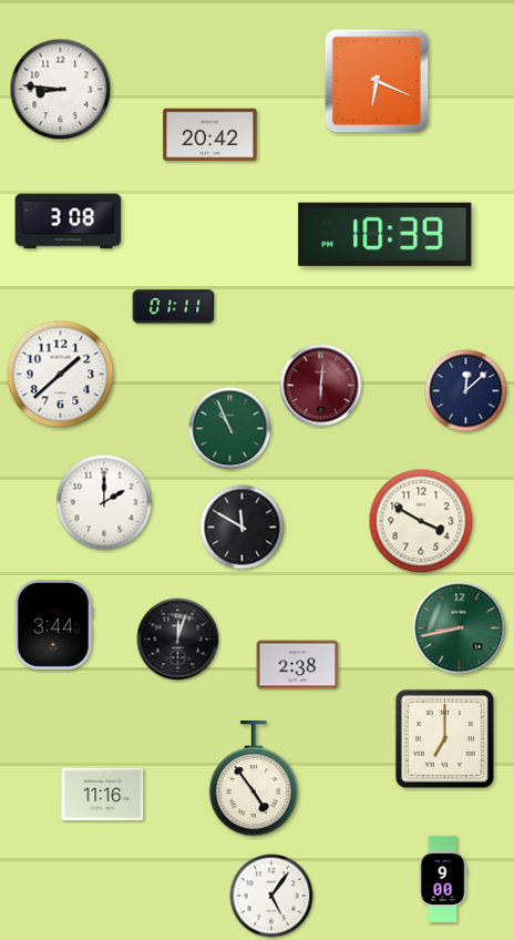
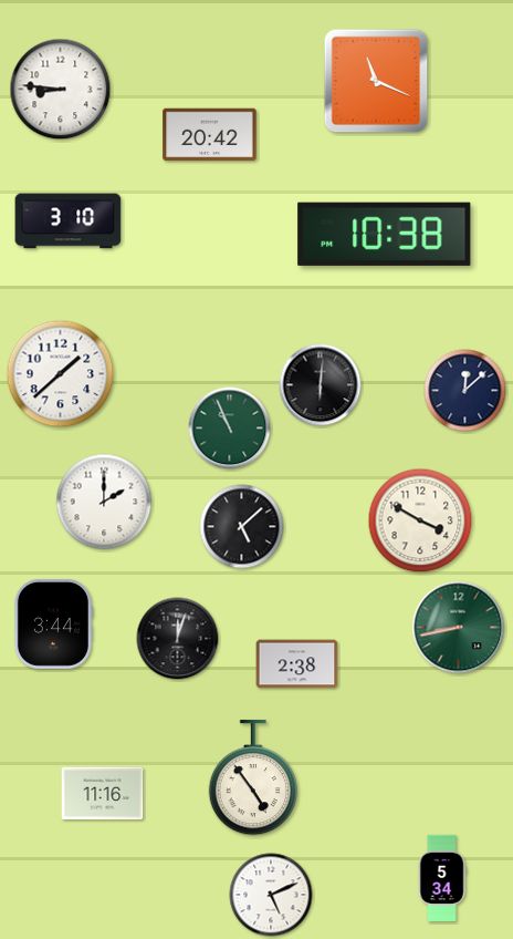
clock at (377, 81): 6:19 -> 11:19
clock at (69, 222): 3:08 -> 3:10
clock at (385, 234): 10:39 -> 10:38
clock at (174, 307): 01:11 -> none
clock at (321, 386) dial: burgundy -> black
clock at (243, 528): 11:50 -> 5:08
clock at (444, 738): 7:00 -> none
clock at (443, 879): 9:00 -> 5:34
clock at (271, 896): 5:06 -> 5:11
